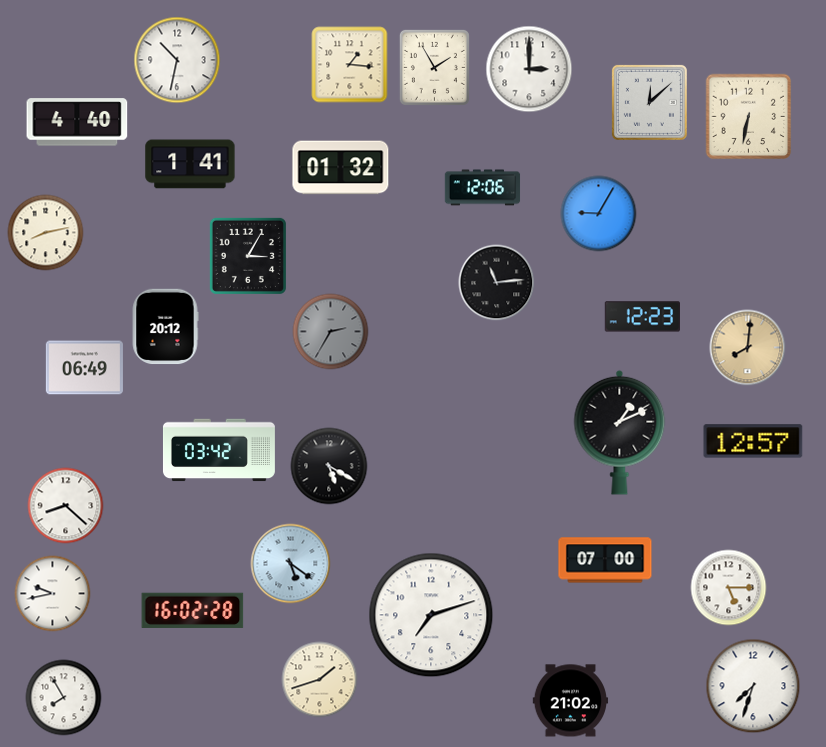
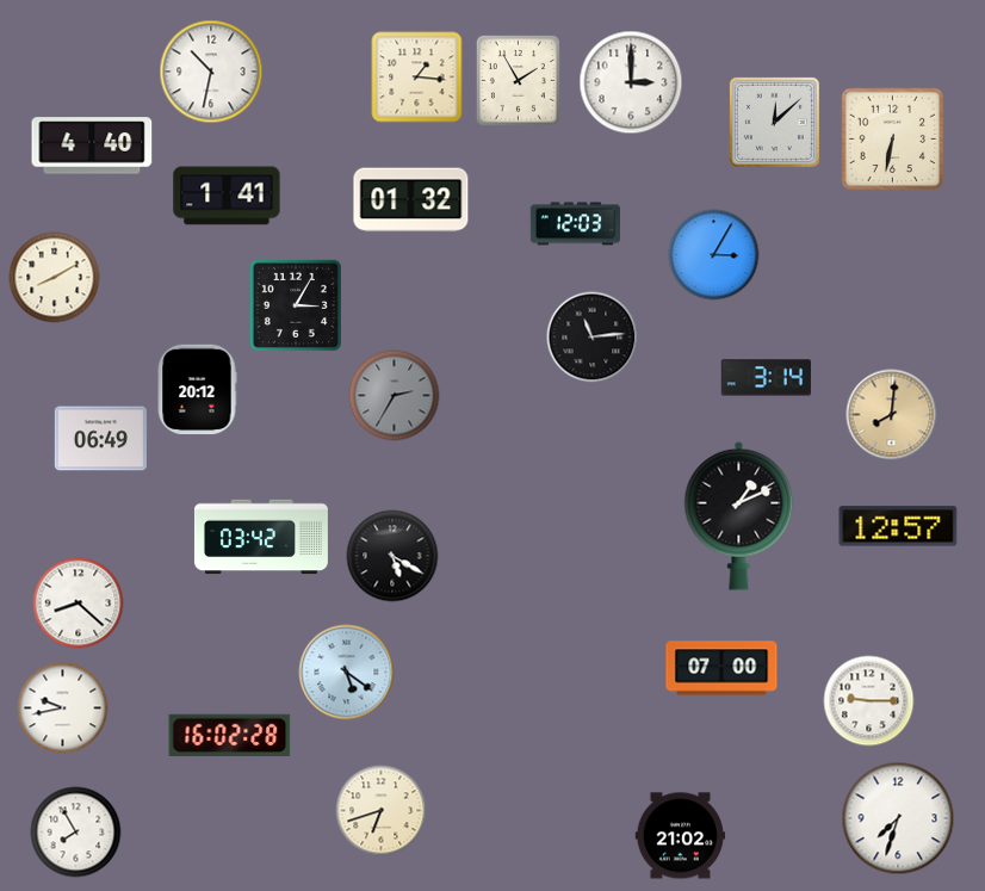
clock at (341, 168) position: (341, 168) -> (411, 200)
clock at (483, 188): 12:06 -> 12:03
clock at (599, 214): 9:05 -> 3:05
clock at (46, 233): 8:13 -> 8:10
clock at (642, 317): 12:23 -> 3:14
clock at (729, 588): 5:15 -> 9:15
clock at (193, 610) position: (193, 610) -> (230, 735)
clock at (431, 615): 7:12 -> none
clock at (320, 680): 1:42 -> 6:42
